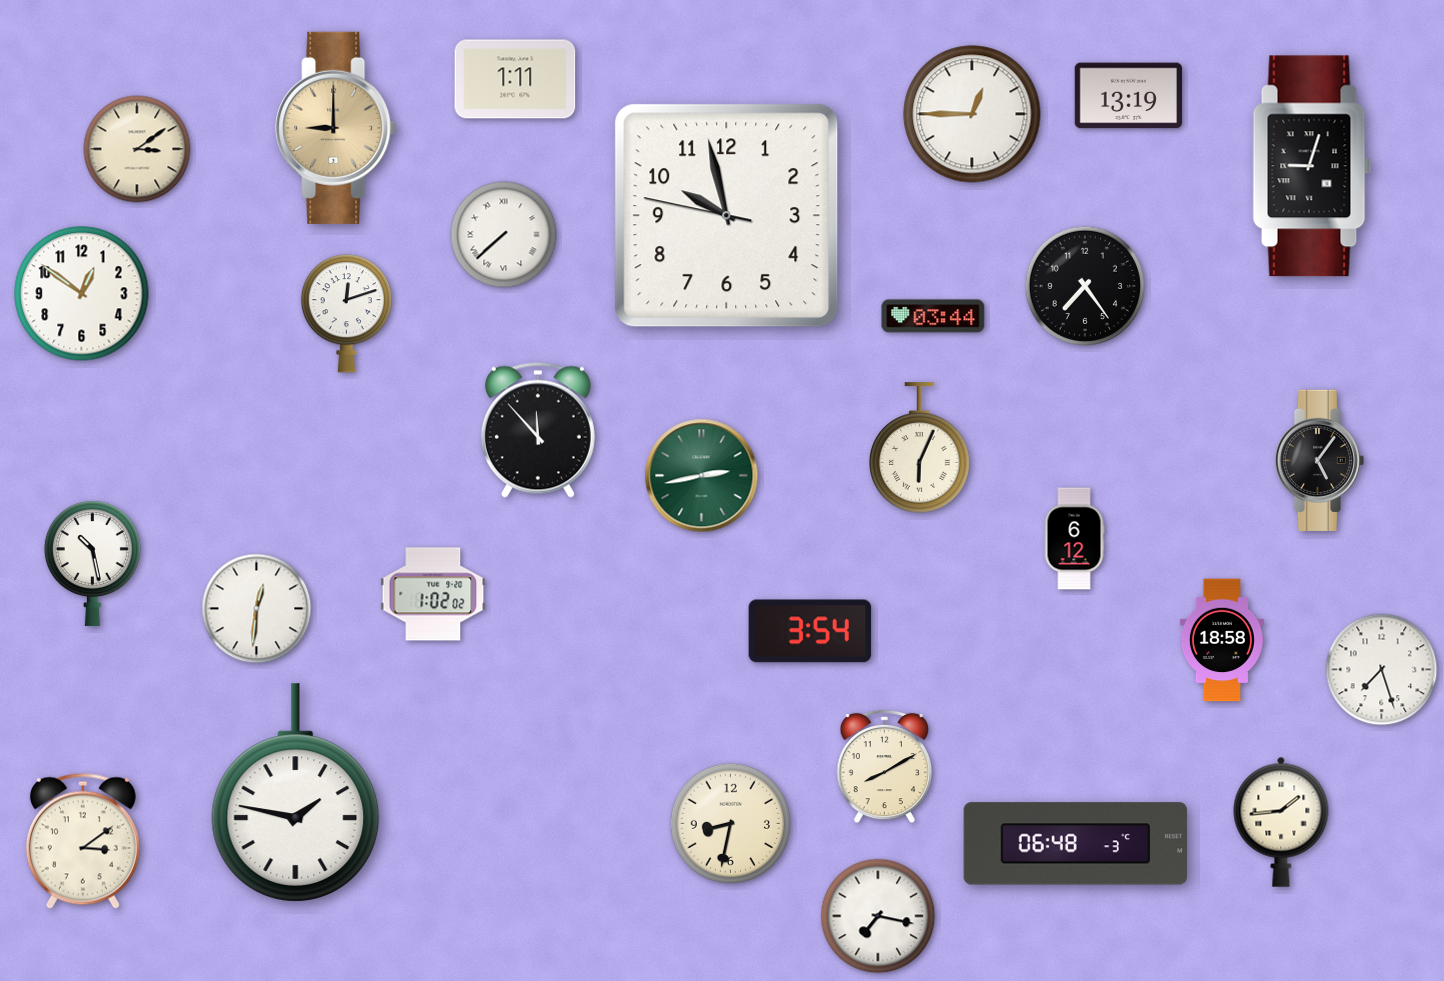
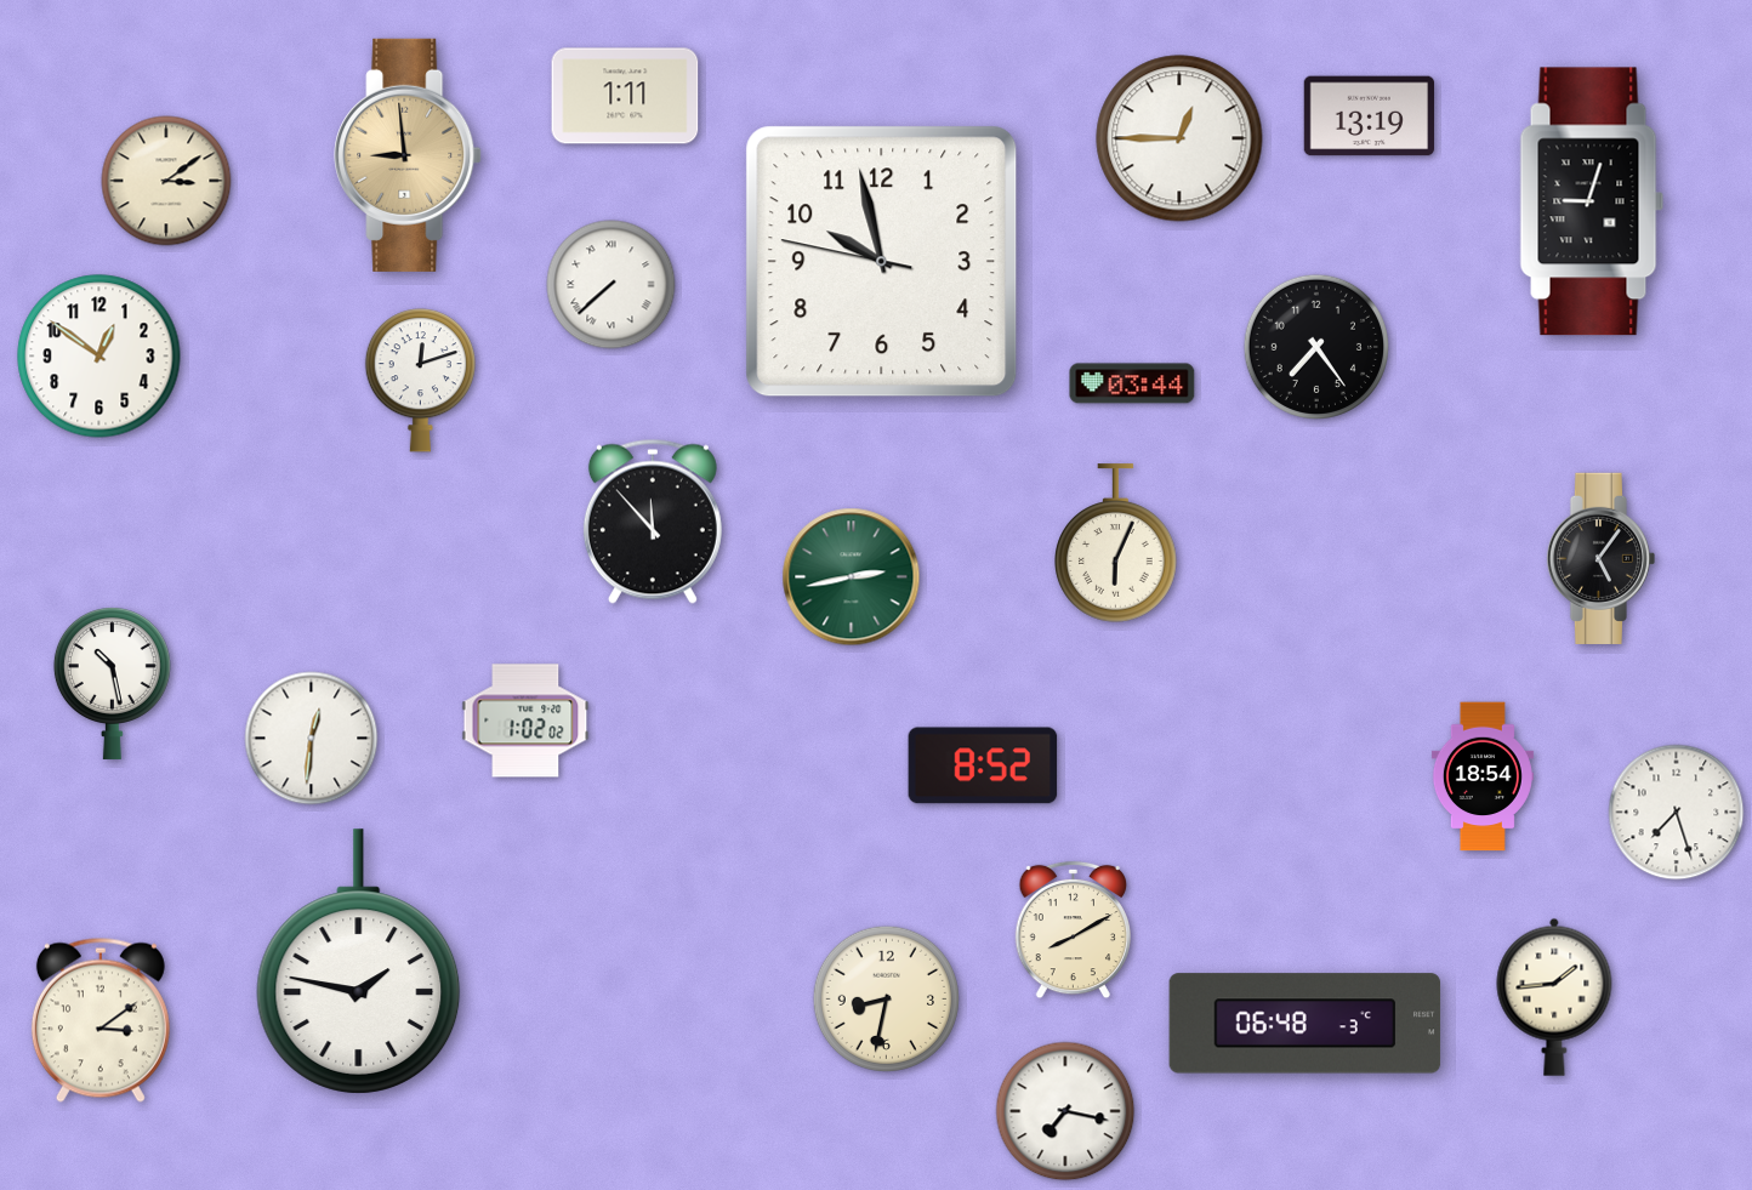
clock at (336, 128): 9:00 -> 8:59
clock at (1074, 539): 6:12 -> none
clock at (810, 631): 3:54 -> 8:52
clock at (1222, 640): 18:58 -> 18:54
